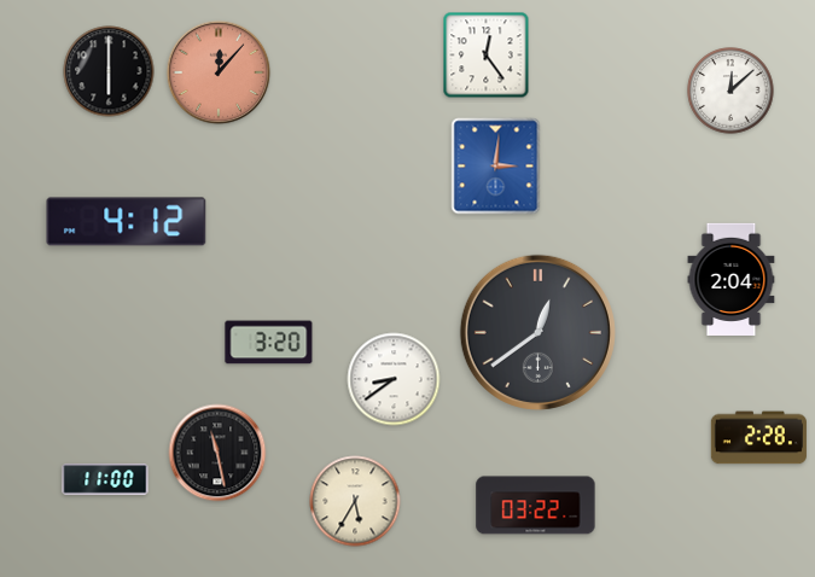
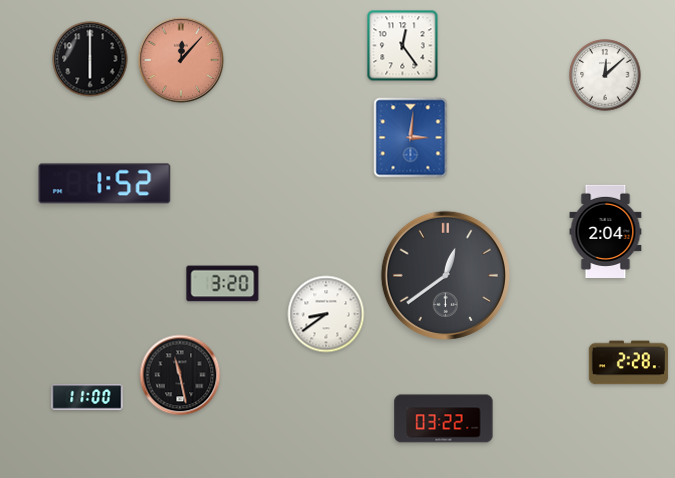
clock at (127, 222): 4:12 -> 1:52
clock at (355, 501): 5:35 -> none
